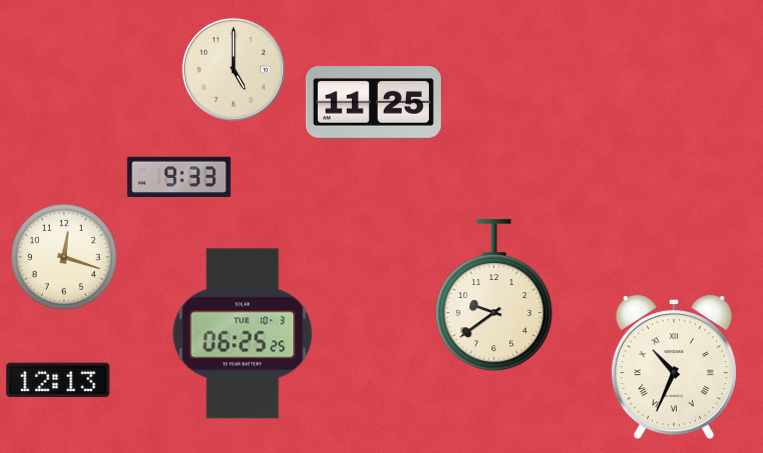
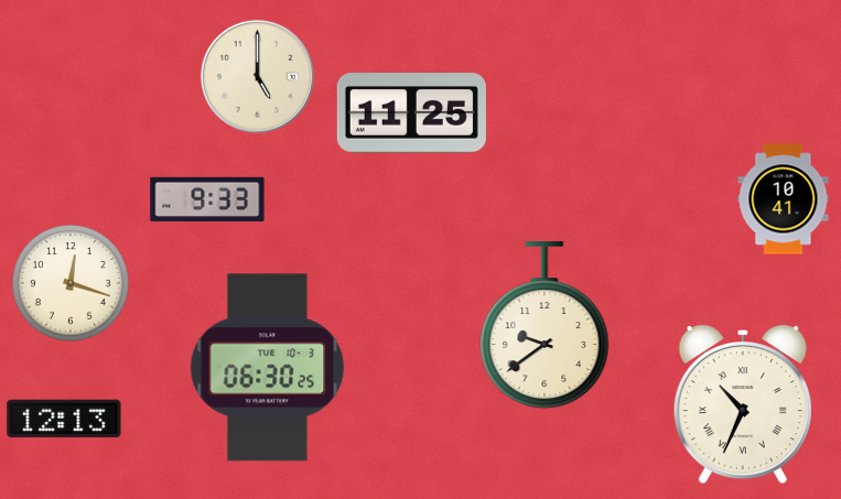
clock at (179, 176) position: (179, 176) -> (207, 198)
clock at (784, 199): none -> 10:41
clock at (243, 334): 06:25 -> 06:30
